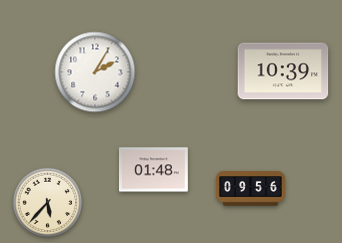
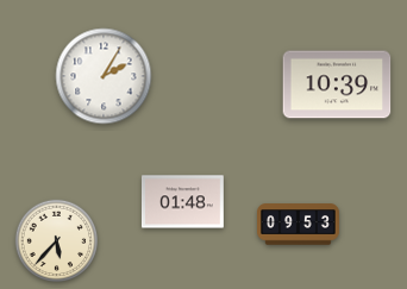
clock at (95, 72) position: (95, 72) -> (104, 76)
clock at (251, 189): 09:56 -> 09:53
